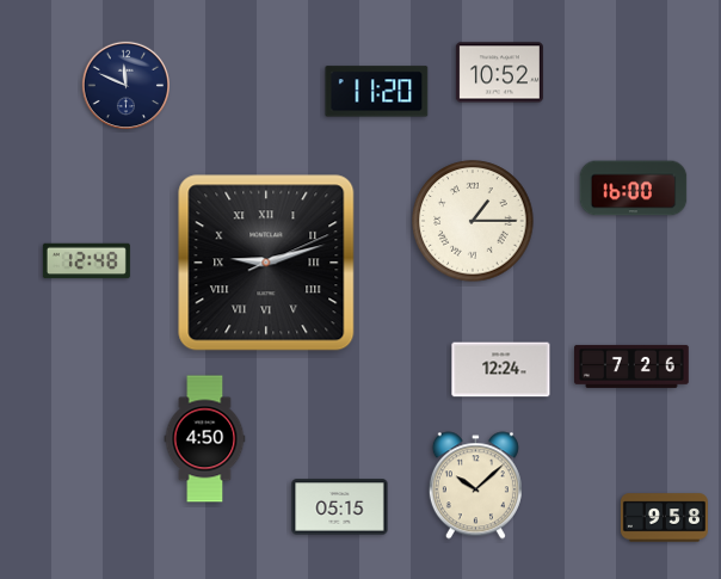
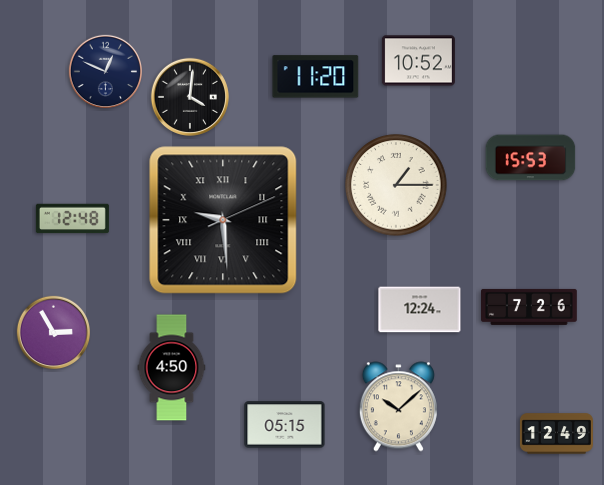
clock at (125, 85): 11:49 -> 12:49
clock at (190, 97): none -> 4:01
clock at (634, 189): 16:00 -> 15:53
clock at (266, 263): 9:12 -> 9:29
clock at (53, 332): none -> 2:55
clock at (664, 518): 9:58 -> 12:49
